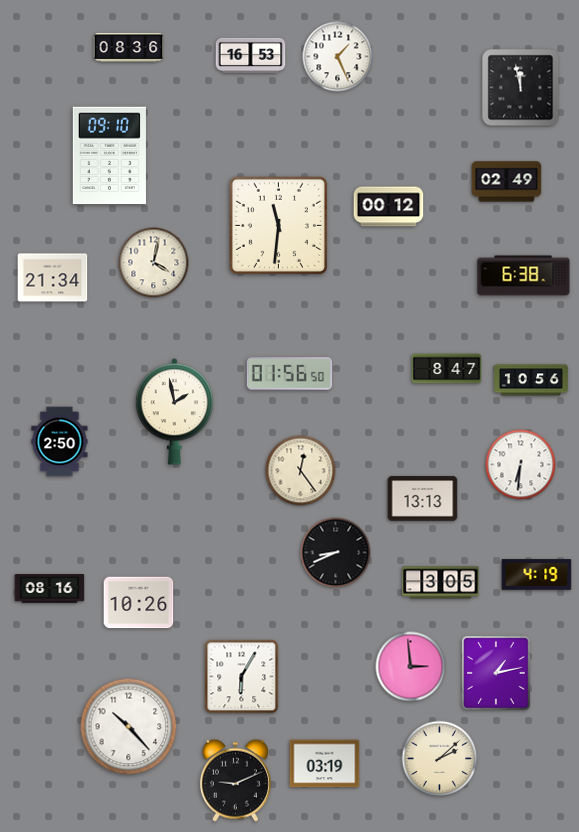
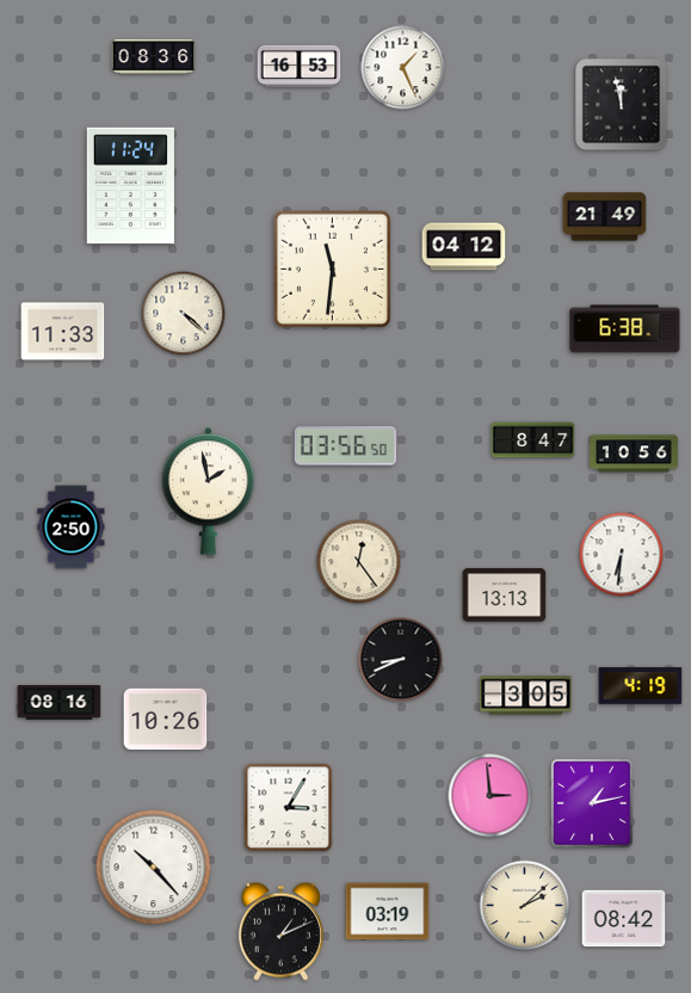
clock at (109, 156): 09:10 -> 11:24
clock at (507, 182): 02:49 -> 21:49
clock at (389, 207): 00:12 -> 04:12
clock at (154, 263): 4:02 -> 4:22
clock at (53, 278): 21:34 -> 11:33
clock at (289, 374): 01:56 -> 03:56
clock at (242, 677): 6:05 -> 3:05
clock at (624, 919): none -> 08:42
clock at (235, 780): 9:11 -> 1:11
